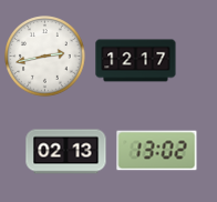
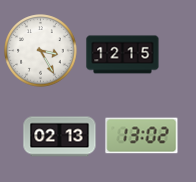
clock at (45, 57): 2:43 -> 3:25
clock at (136, 61): 12:17 -> 12:15
